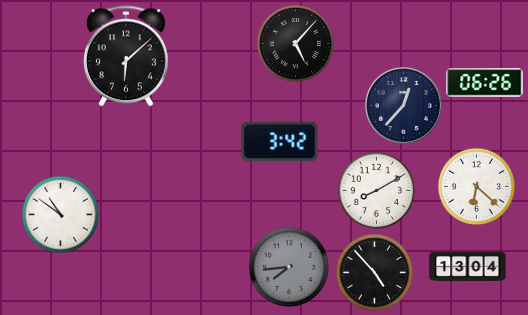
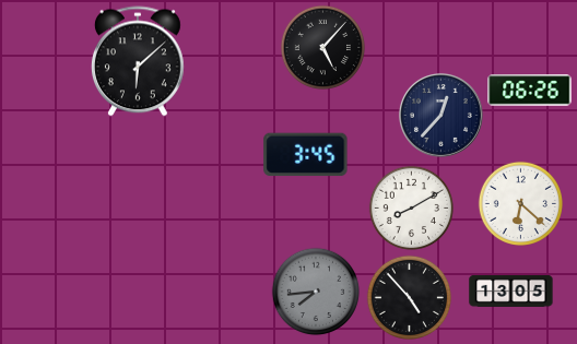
clock at (280, 142): 3:42 -> 3:45
clock at (60, 214): 10:51 -> none
clock at (468, 266): 13:04 -> 13:05
